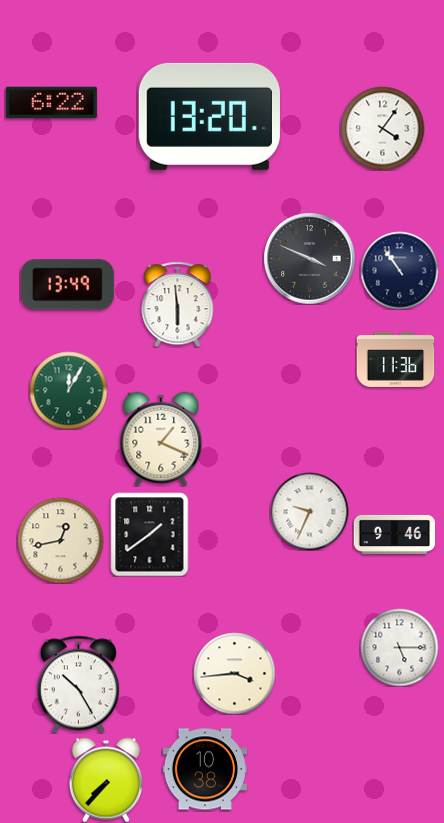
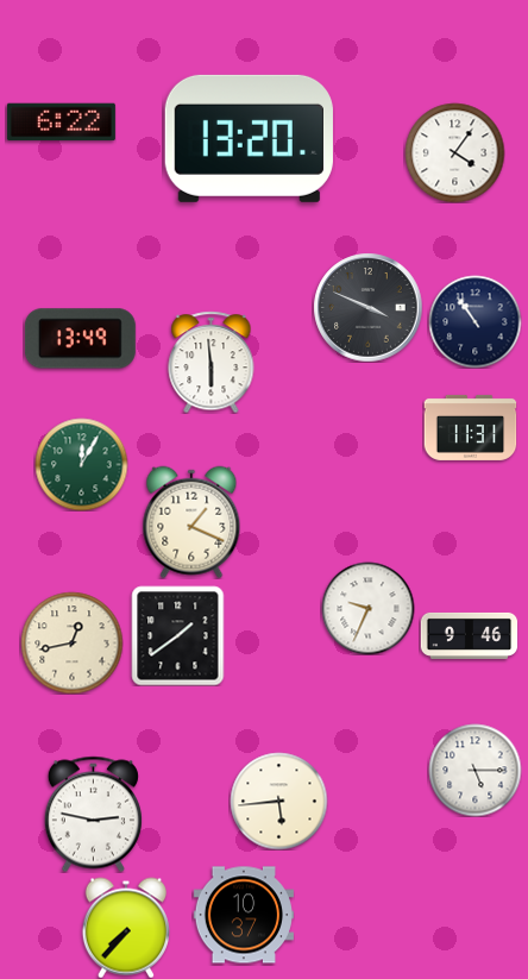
clock at (395, 359): 11:36 -> 11:31
clock at (234, 673): 3:44 -> 5:44
clock at (78, 684): 10:25 -> 2:47
clock at (204, 769): 10:38 -> 10:37
